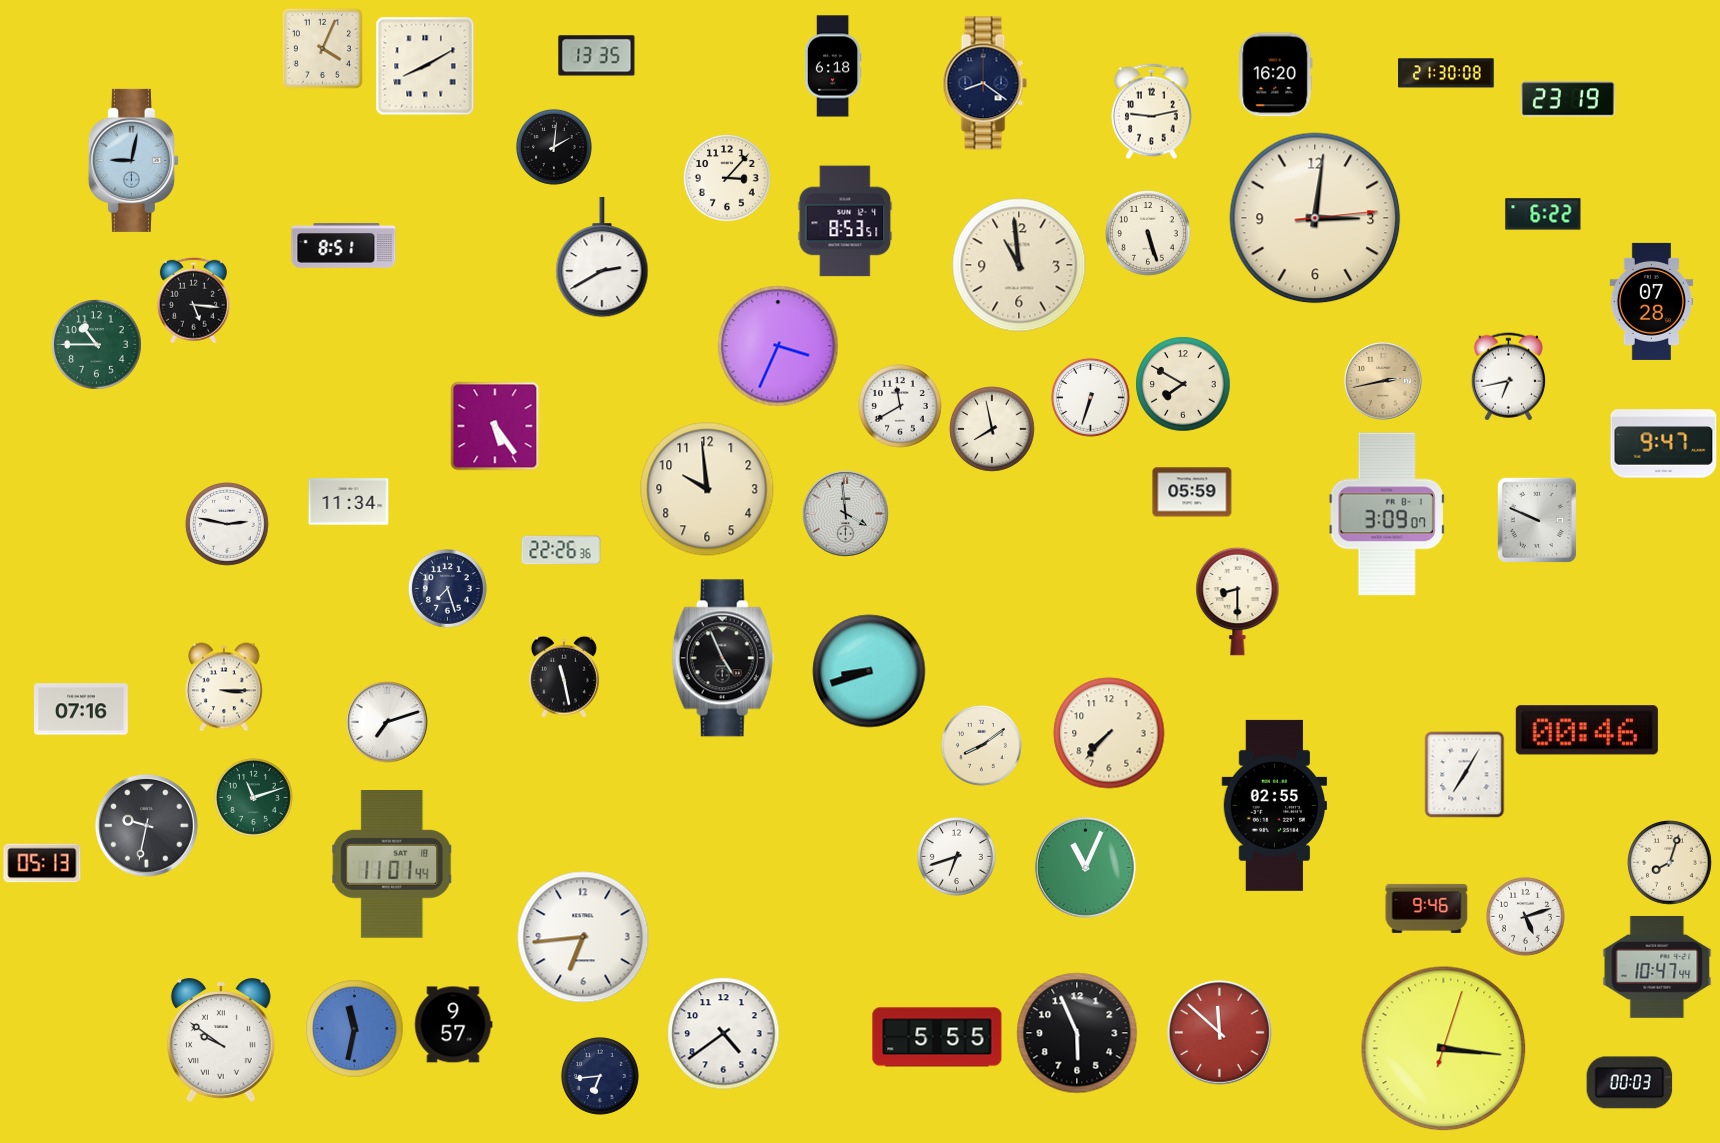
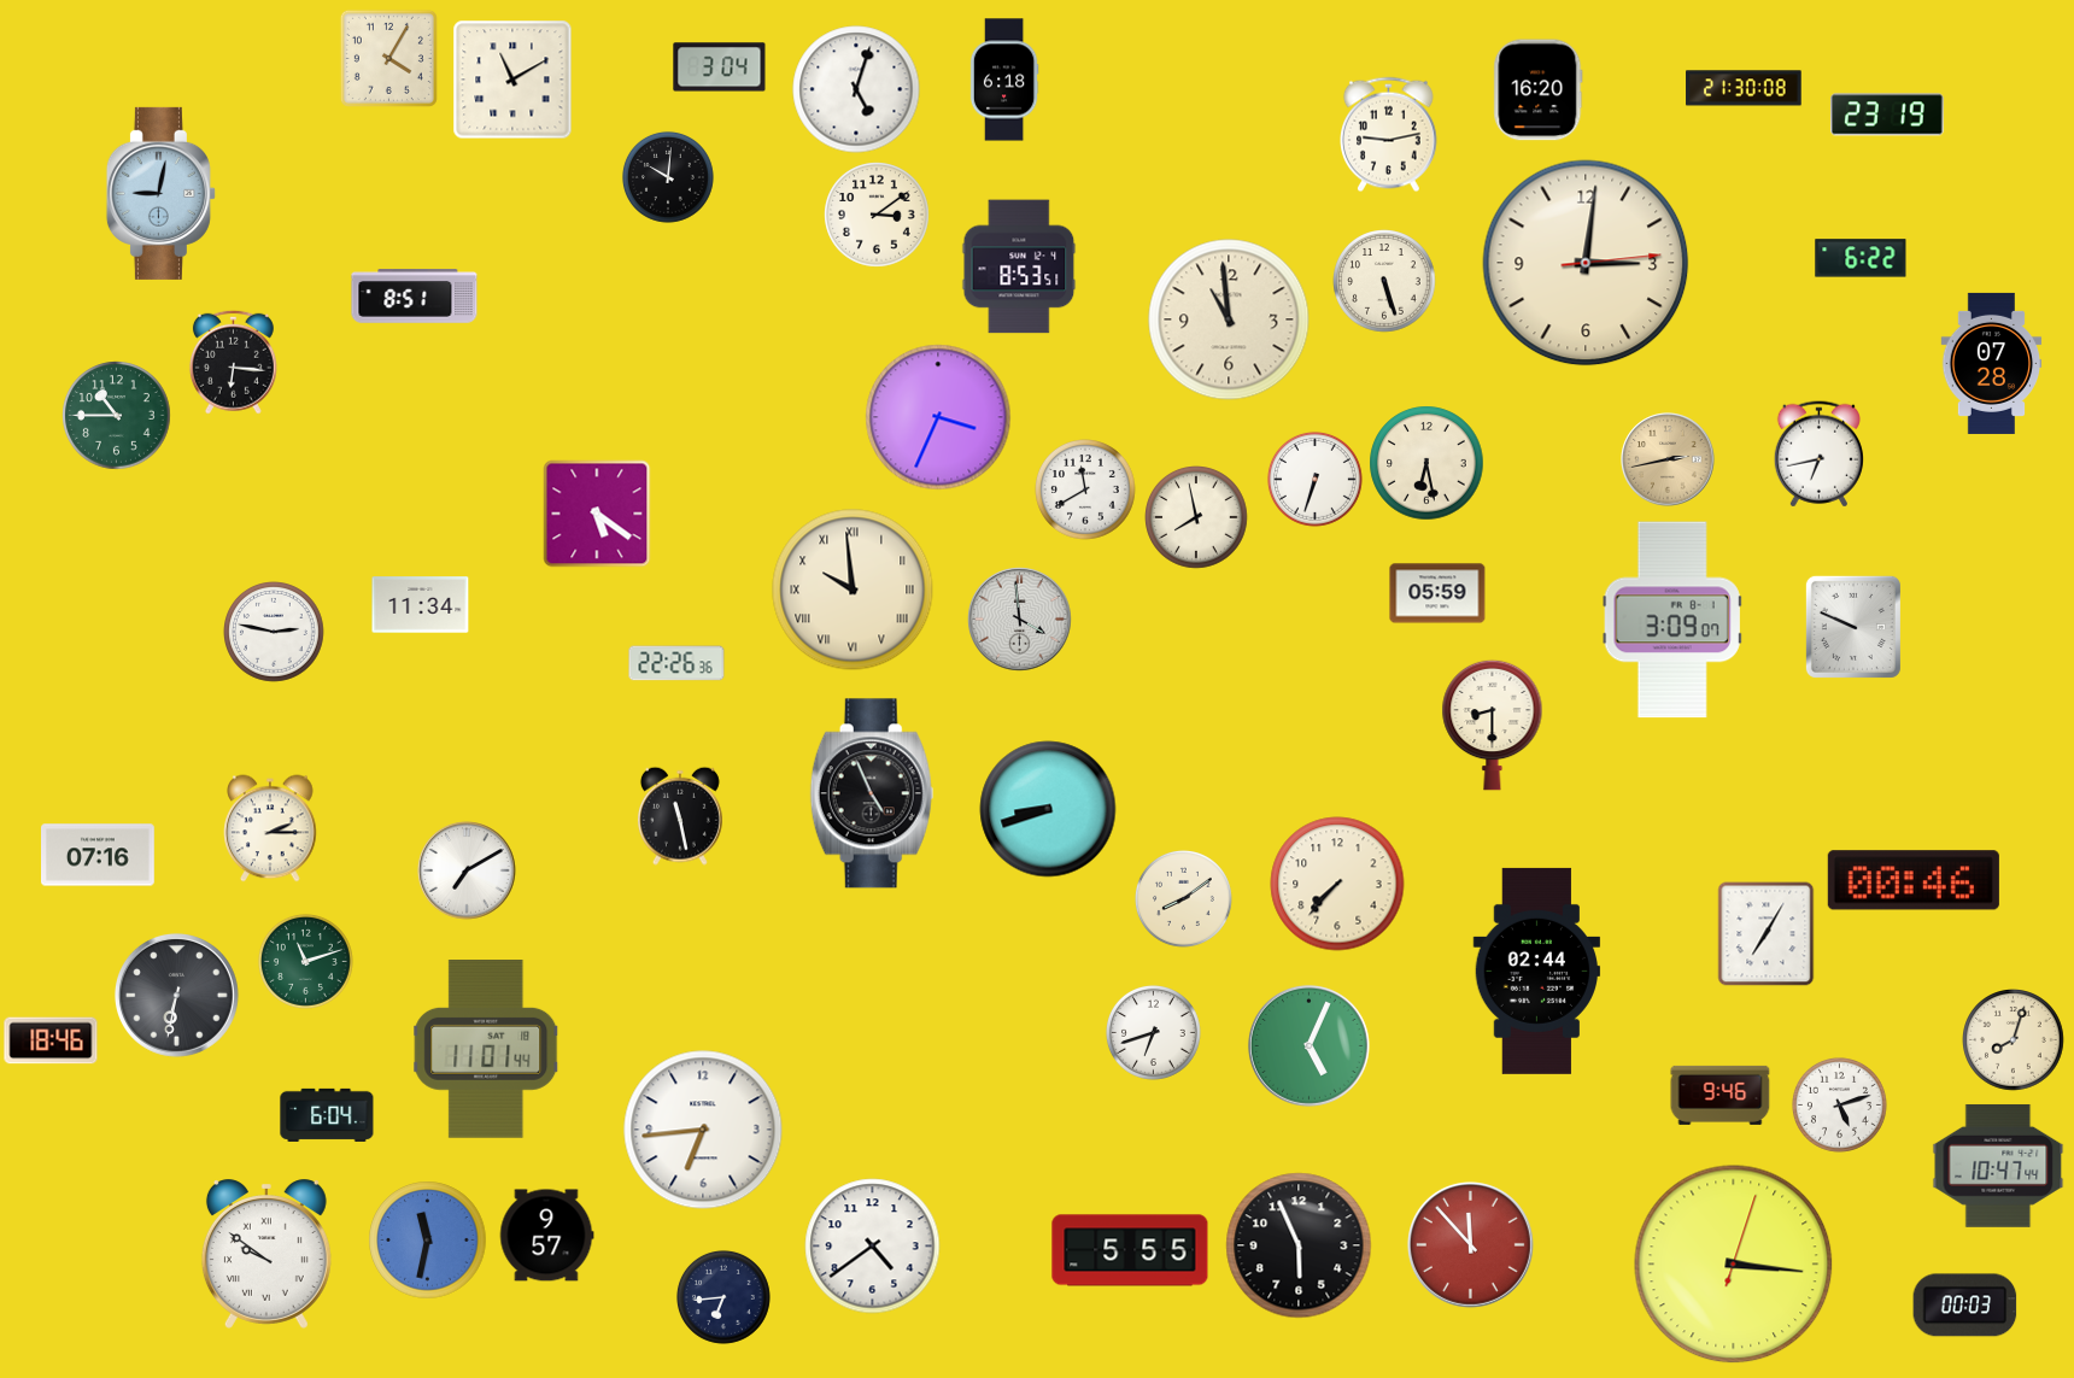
clock at (322, 48): 4:04 -> 4:05
clock at (597, 56): 13:35 -> 3:04
clock at (425, 66): 8:10 -> 11:10
clock at (856, 89): none -> 5:03
clock at (985, 83): 8:21 -> none
clock at (1568, 99) position: (1568, 99) -> (1887, 115)
clock at (554, 147): 2:01 -> 10:01
clock at (727, 178): 3:07 -> 3:09
clock at (602, 257): 2:40 -> none
clock at (193, 300): 5:16 -> 6:16
clock at (1183, 384): 7:50 -> 6:28
clock at (495, 426): 5:24 -> 5:21
clock at (1664, 444): 9:47 -> none
clock at (707, 489) numerals: Arabic -> Roman
clock at (447, 588): 7:27 -> none
clock at (224, 687): 3:15 -> 2:15
clock at (387, 722): 7:12 -> 7:10
clock at (1275, 805): 02:55 -> 02:44
clock at (146, 825): 9:32 -> 6:32
clock at (42, 863): 05:13 -> 18:46
clock at (393, 865) position: (393, 865) -> (487, 1050)
clock at (1085, 867): 11:04 -> 5:04
clock at (327, 1115): none -> 6:04
clock at (1219, 1032): 11:52 -> 11:53
clock at (1444, 1049) position: (1444, 1049) -> (1734, 1265)
